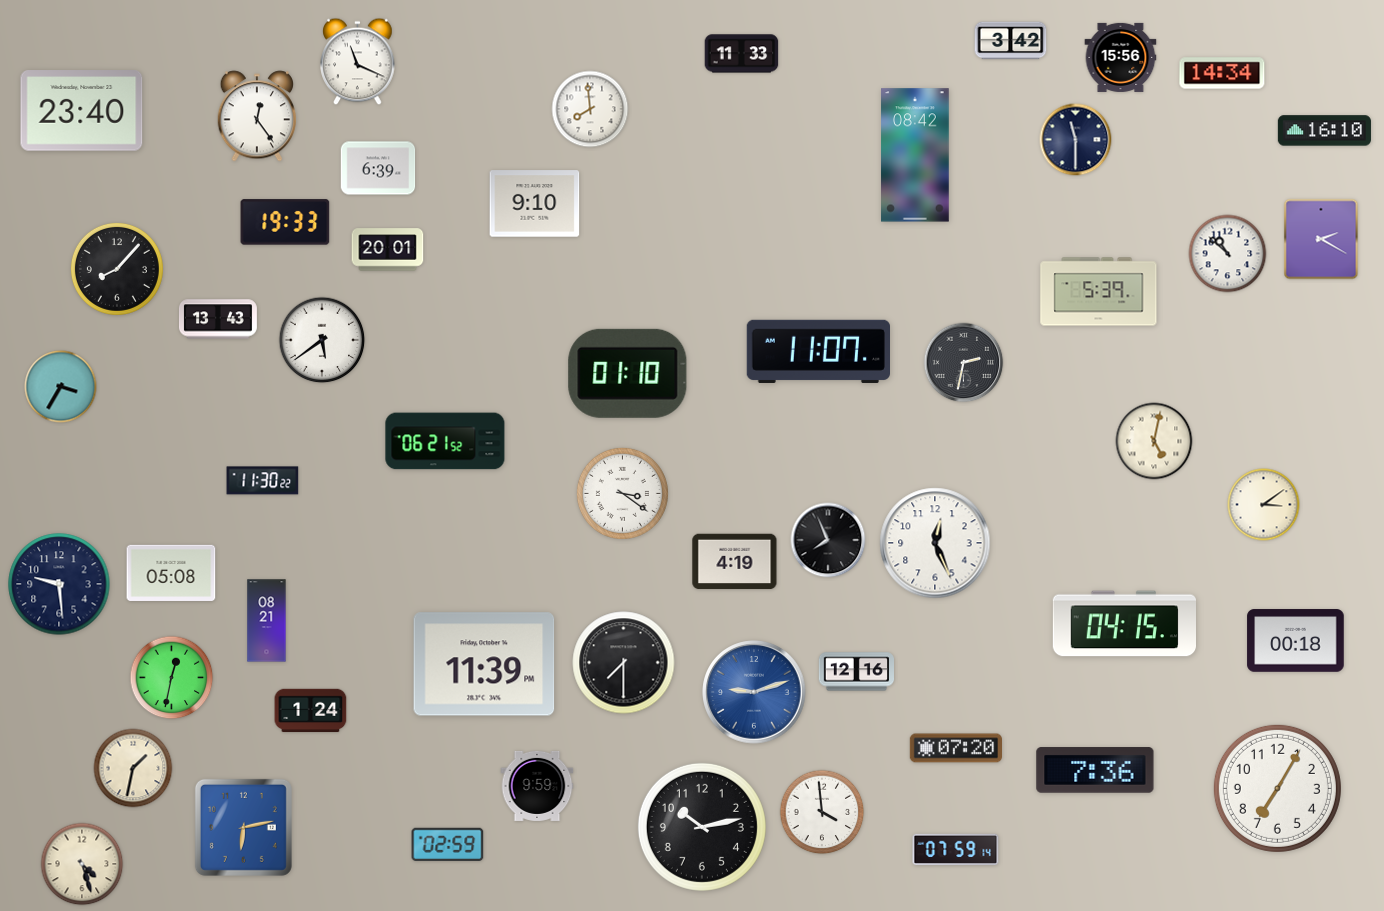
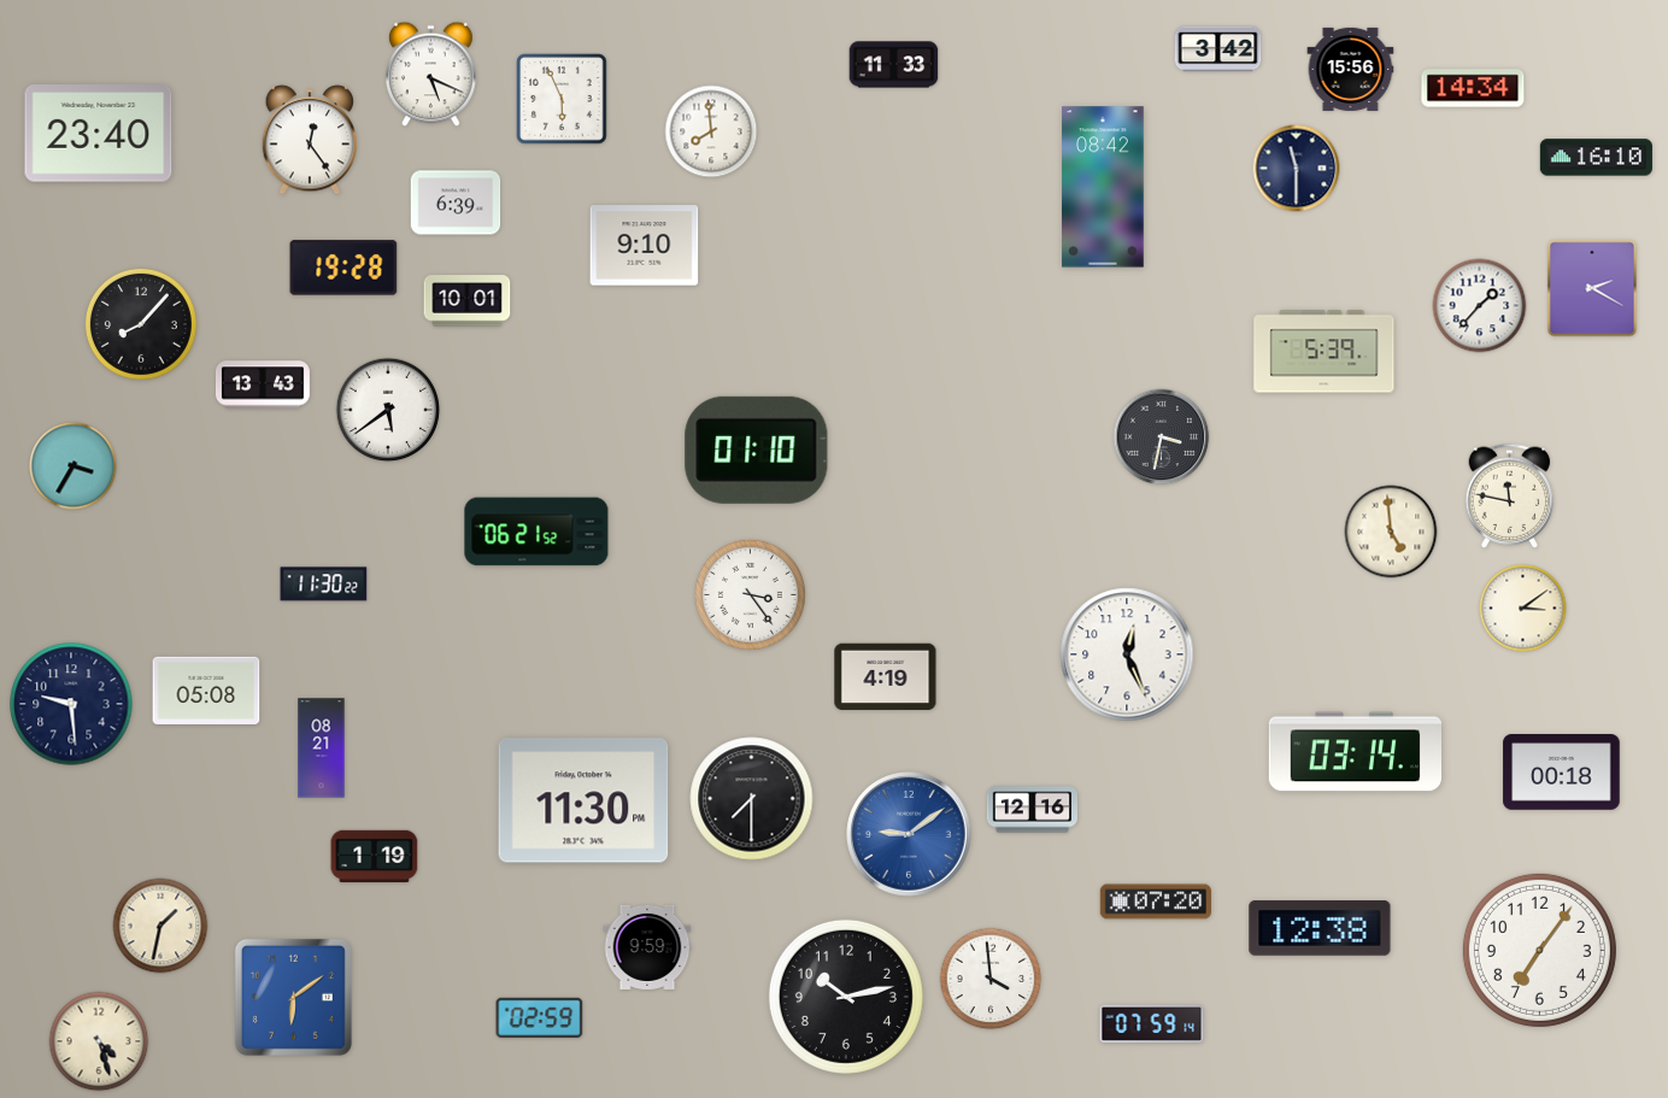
clock at (358, 62): 11:19 -> 5:19
clock at (562, 99): none -> 5:56
clock at (285, 222): 19:33 -> 19:28
clock at (388, 250): 20:01 -> 10:01
clock at (1228, 254): 10:52 -> 1:37
clock at (818, 351): 11:07 -> none
clock at (964, 363): 2:32 -> 3:32
clock at (1510, 495): none -> 11:47
clock at (1154, 441): 5:02 -> 4:59
clock at (263, 481) position: (263, 481) -> (324, 585)
clock at (622, 493): 3:21 -> 3:24
clock at (828, 540): 7:56 -> none
clock at (1124, 624): 04:15 -> 03:14
clock at (484, 664): 11:39 -> 11:30
clock at (172, 678): 12:32 -> none
clock at (754, 692): 9:12 -> 9:09
clock at (311, 711): 1:24 -> 1:19
clock at (955, 748) position: (955, 748) -> (1155, 902)
clock at (1095, 770): 7:36 -> 12:38
clock at (1277, 788): 7:05 -> 7:06
clock at (243, 827): 6:13 -> 6:09
